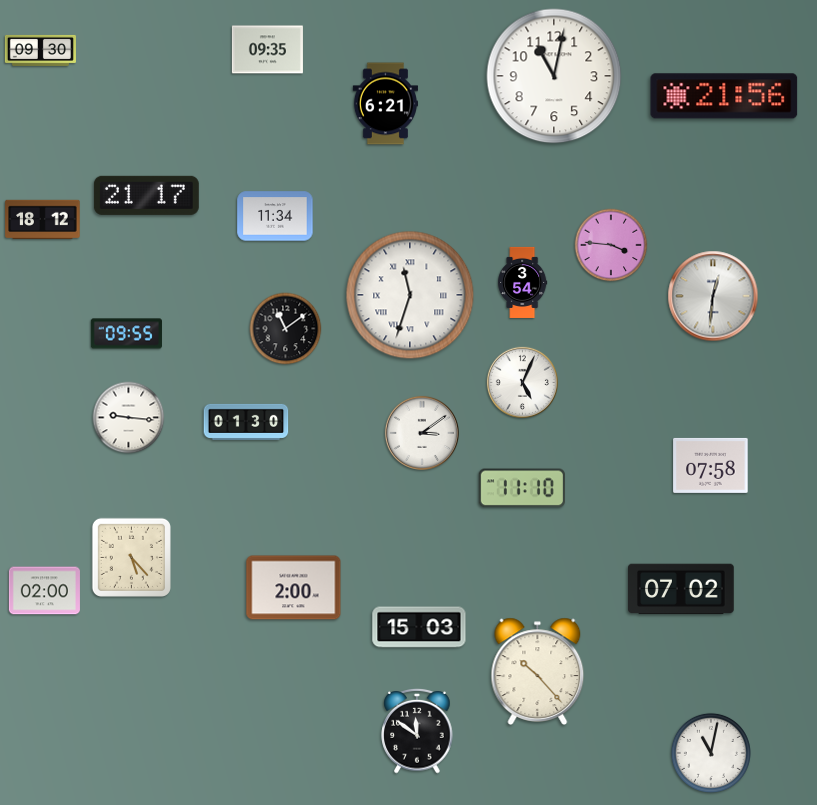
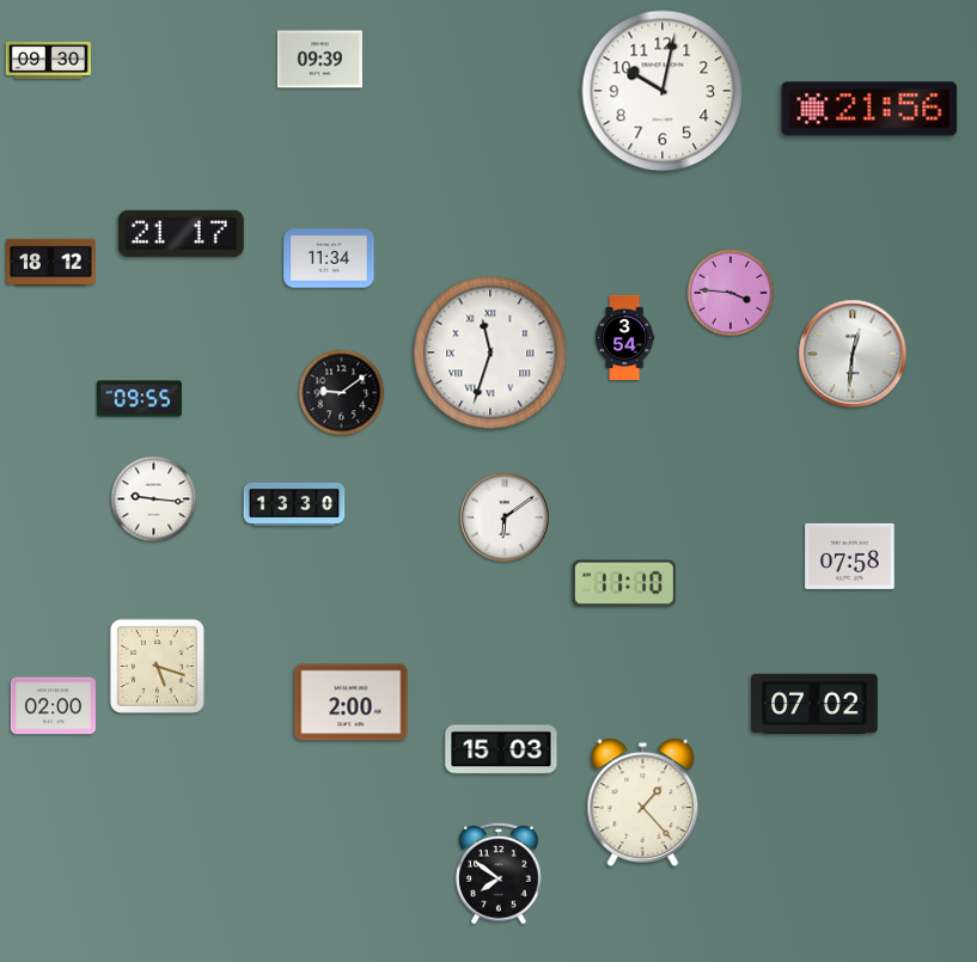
clock at (267, 50): 09:35 -> 09:39
clock at (554, 76): 11:02 -> 10:02
clock at (724, 96) position: (724, 96) -> (869, 109)
clock at (385, 104): 6:21 -> none
clock at (146, 195) position: (146, 195) -> (181, 233)
clock at (286, 329): 11:09 -> 9:09
clock at (126, 334) position: (126, 334) -> (139, 399)
clock at (522, 382): 5:04 -> none
clock at (246, 422): 01:30 -> 13:30
clock at (422, 433): 3:09 -> 6:09
clock at (131, 557): 5:23 -> 5:18
clock at (538, 671): 10:23 -> 1:23
clock at (417, 731): 11:51 -> 7:51
clock at (711, 753): 11:02 -> none
